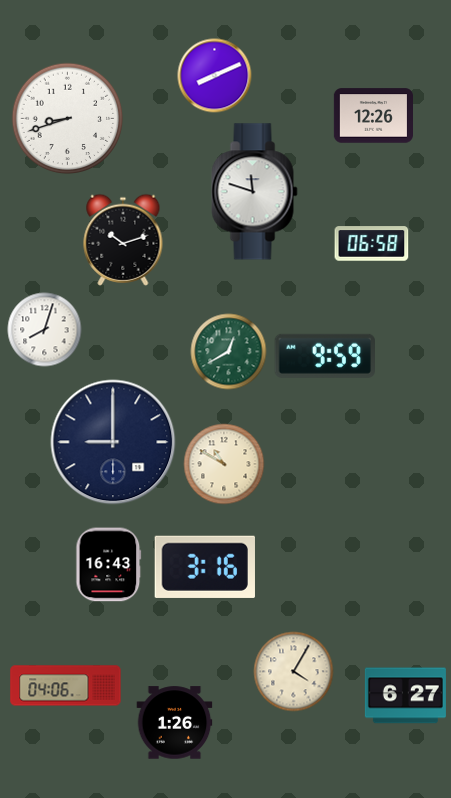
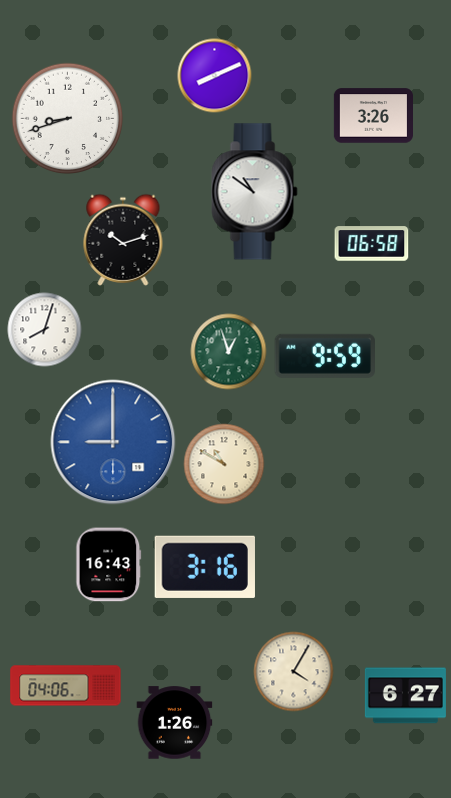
clock at (373, 116): 12:26 -> 3:26
clock at (255, 192): 11:48 -> 10:51
clock at (229, 352): 12:40 -> 12:57
clock at (113, 442) dial: navy -> blue
